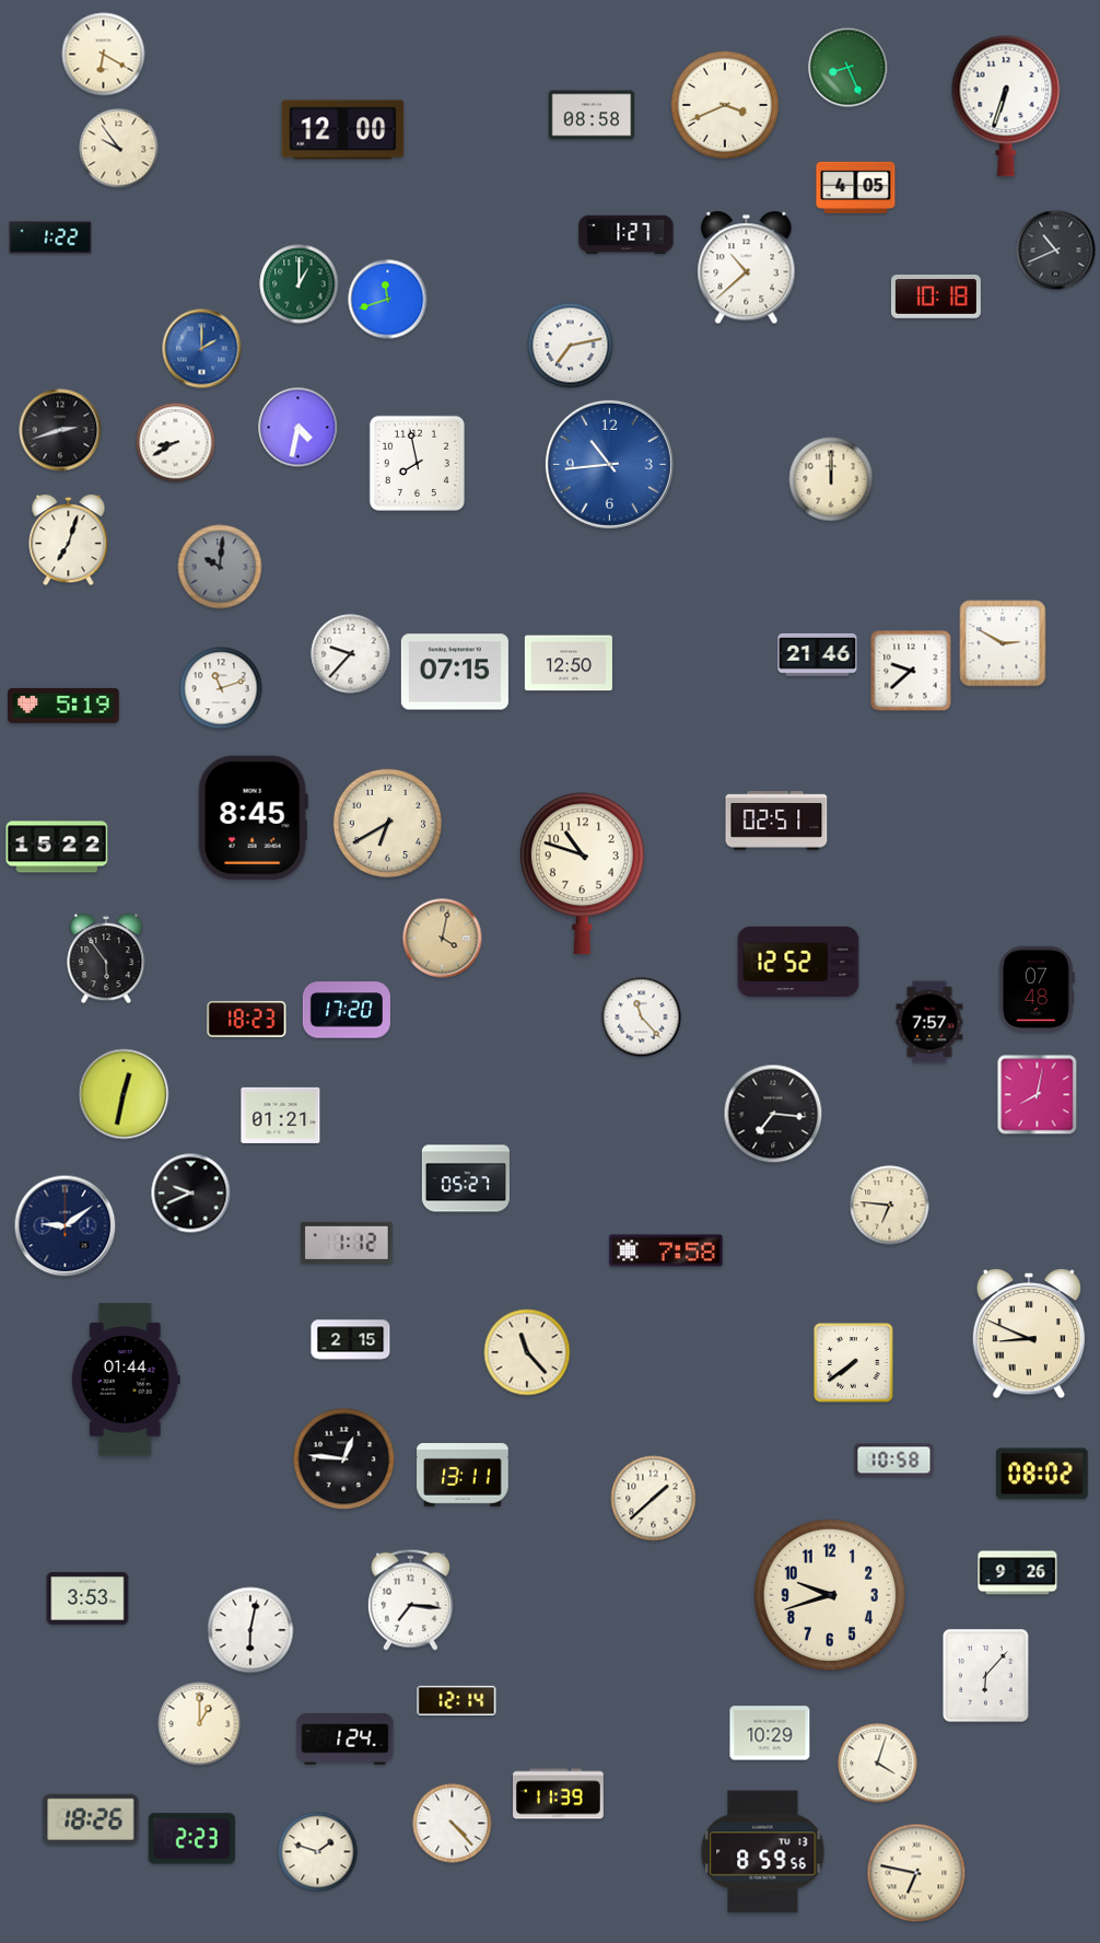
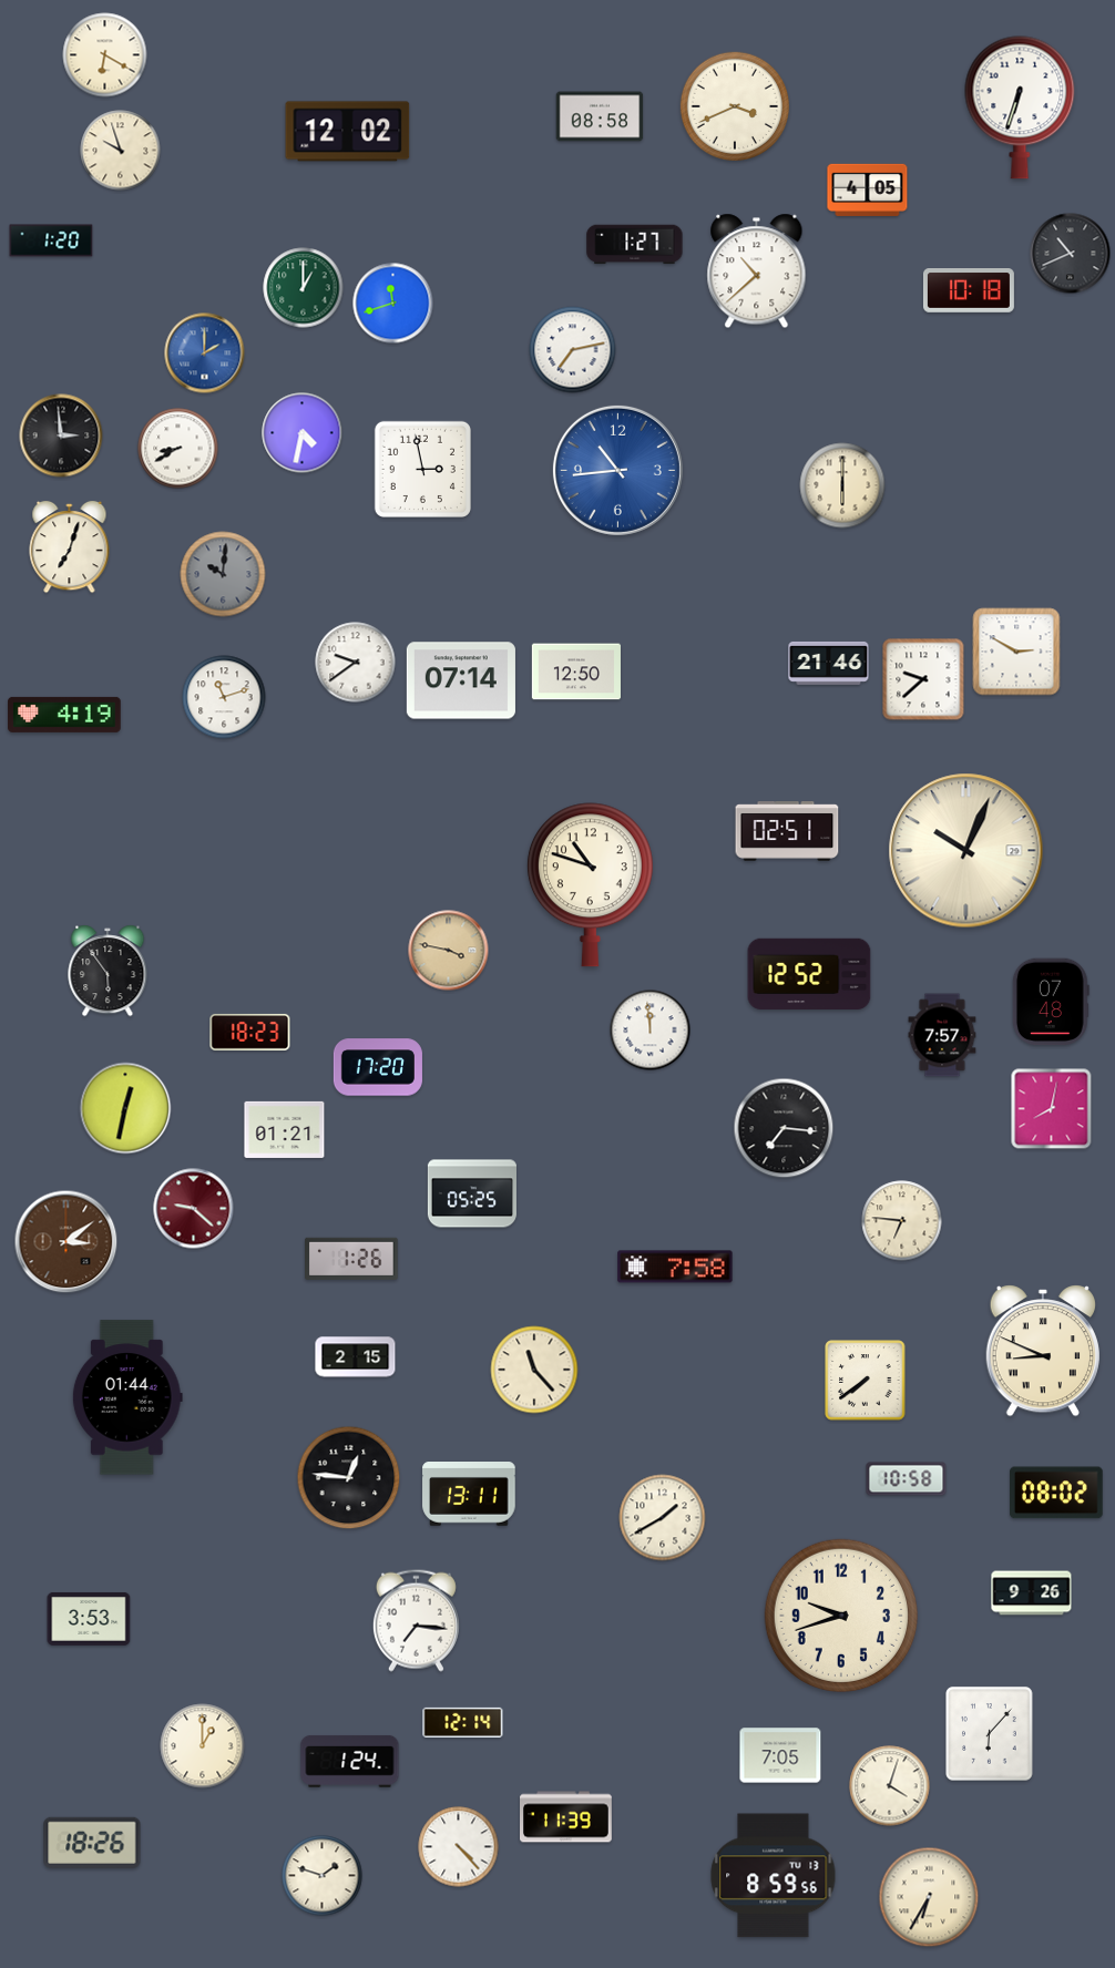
clock at (849, 68): 8:26 -> none
clock at (343, 130): 12:00 -> 12:02
clock at (119, 149): 9:54 -> 9:57
clock at (627, 235) position: (627, 235) -> (635, 245)
clock at (50, 237): 1:22 -> 1:20
clock at (936, 296) position: (936, 296) -> (969, 290)
clock at (571, 346) position: (571, 346) -> (573, 350)
clock at (60, 430): 2:42 -> 2:59
clock at (417, 463): 7:58 -> 2:58
clock at (831, 479): 12:00 -> 6:00
clock at (351, 654): 9:37 -> 9:39
clock at (455, 672): 07:15 -> 07:14
clock at (63, 706): 5:19 -> 4:19
clock at (253, 818): 8:45 -> none
clock at (387, 823): 6:40 -> none
clock at (966, 851): none -> 10:04
clock at (57, 847): 15:22 -> none
clock at (443, 939): 4:02 -> 3:47
clock at (347, 1010) position: (347, 1010) -> (378, 1067)
clock at (642, 1017): 11:23 -> 11:59
clock at (466, 1178): 05:27 -> 05:25
clock at (191, 1194): 9:41 -> 9:22
clock at (191, 1194) dial: black -> burgundy
clock at (66, 1226): 9:09 -> 3:09
clock at (66, 1226) dial: navy -> brown
clock at (348, 1243): 1:12 -> 1:26
clock at (654, 1499): 1:38 -> 1:40
clock at (250, 1630): 6:02 -> none
clock at (986, 1676) position: (986, 1676) -> (990, 1734)
clock at (770, 1733): 10:29 -> 7:05
clock at (191, 1839): 2:23 -> none
clock at (916, 1873): 6:47 -> 6:35
